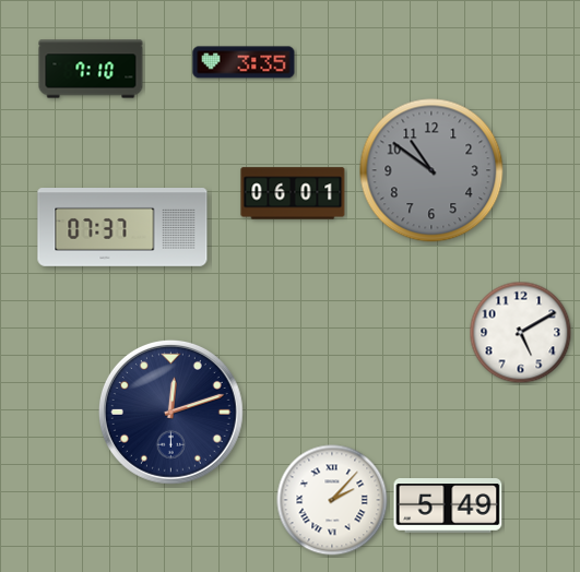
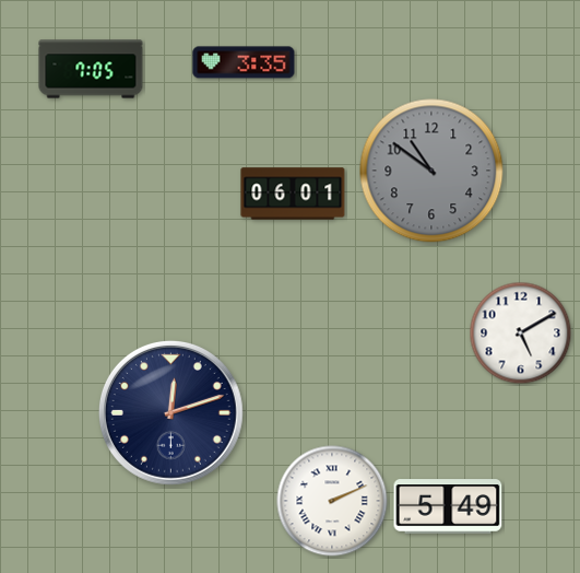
clock at (91, 69): 7:10 -> 7:05
clock at (122, 228): 07:37 -> none
clock at (332, 500): 2:07 -> 2:11
